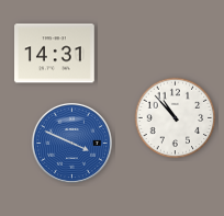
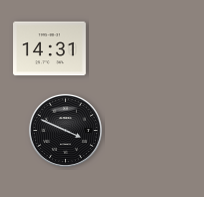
clock at (176, 118): 10:53 -> none
clock at (71, 143) dial: blue -> black
